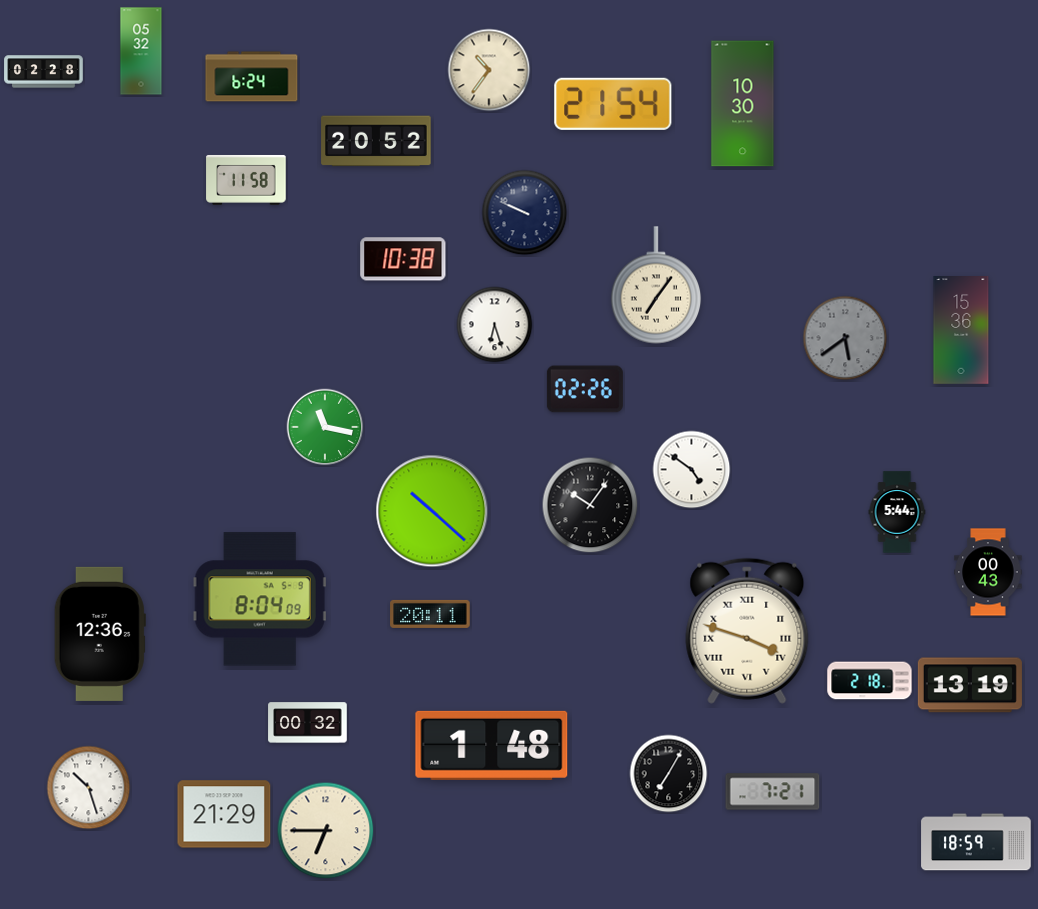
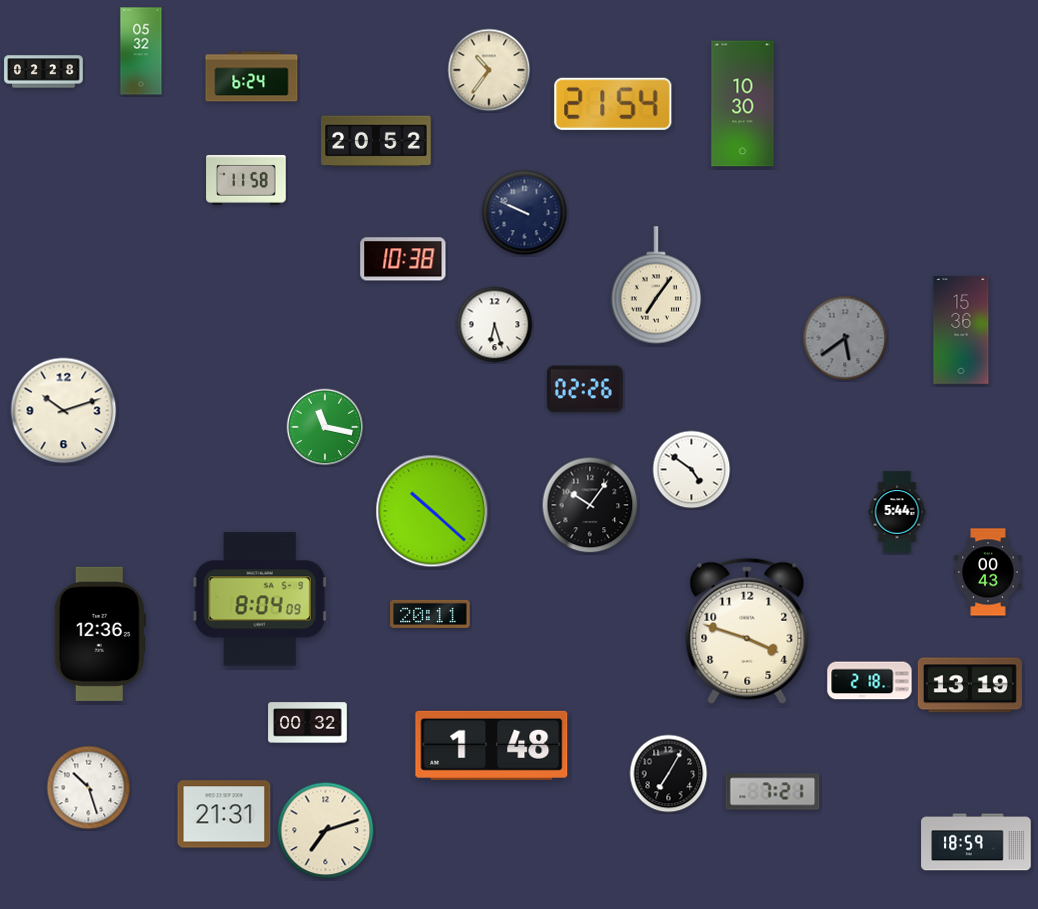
clock at (64, 411): none -> 10:12
clock at (747, 631) numerals: Roman -> Arabic
clock at (224, 814): 21:29 -> 21:31
clock at (326, 831): 6:45 -> 7:12
